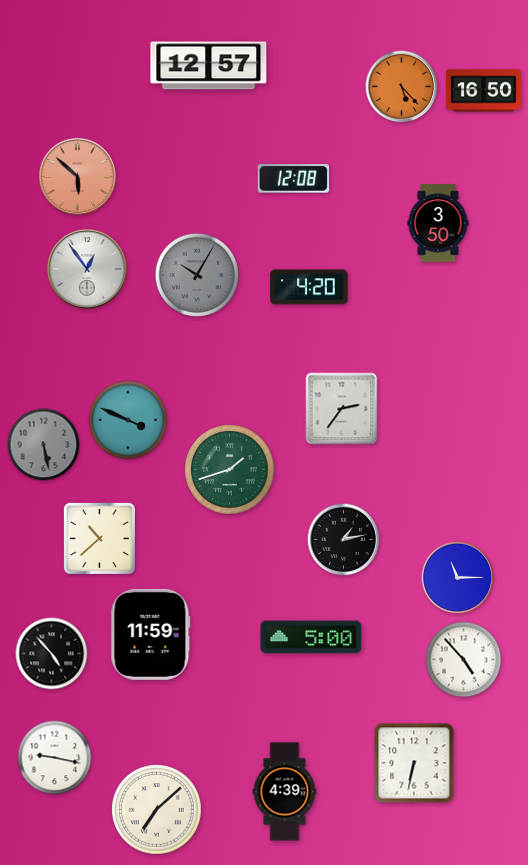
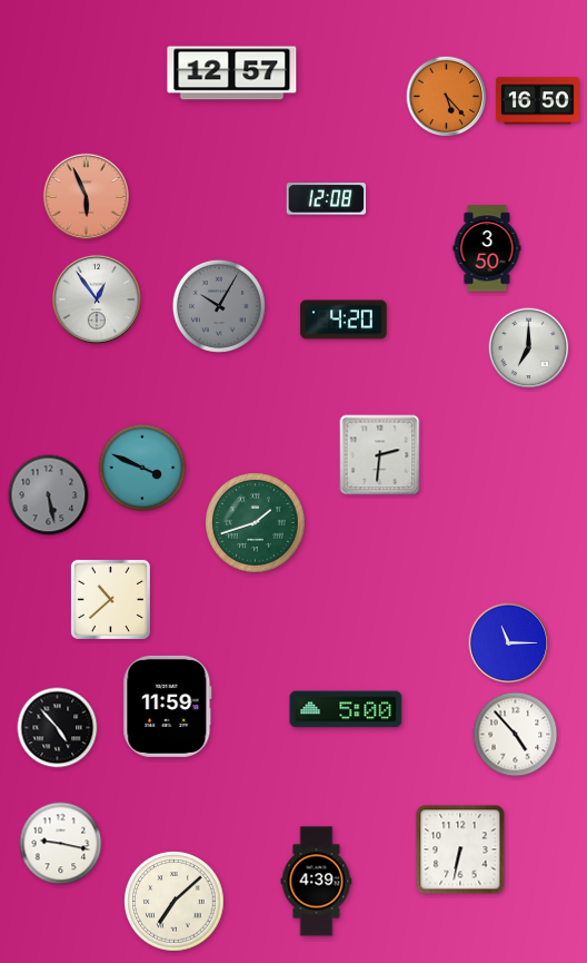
clock at (77, 176): 5:52 -> 5:56
clock at (529, 348): none -> 7:00
clock at (342, 409): 2:36 -> 2:31
clock at (344, 540): 1:13 -> none
